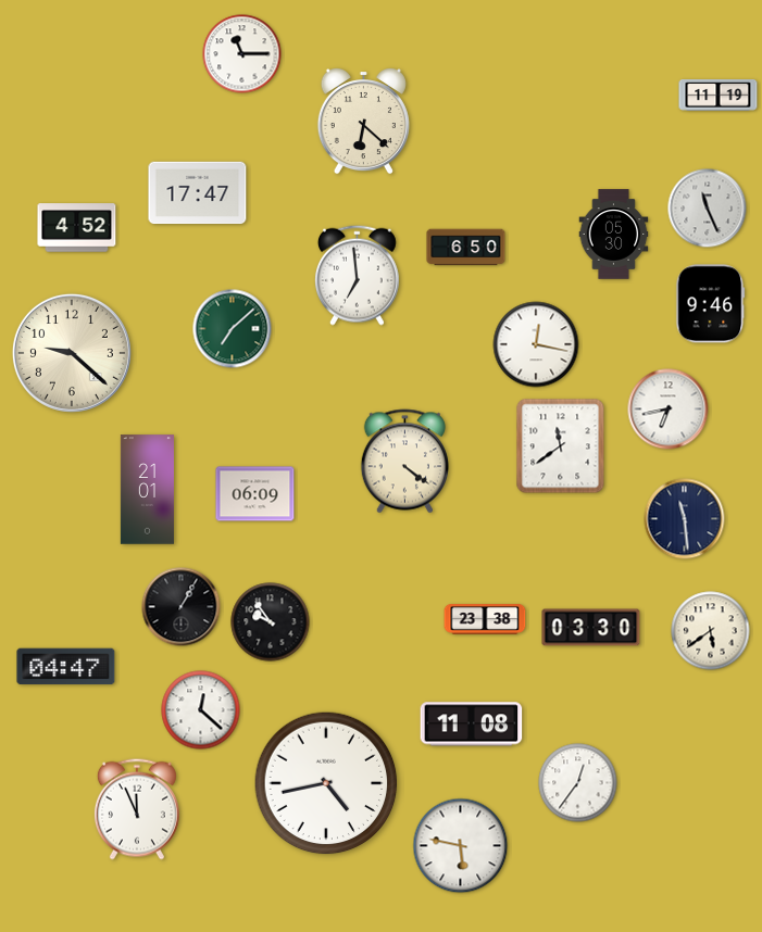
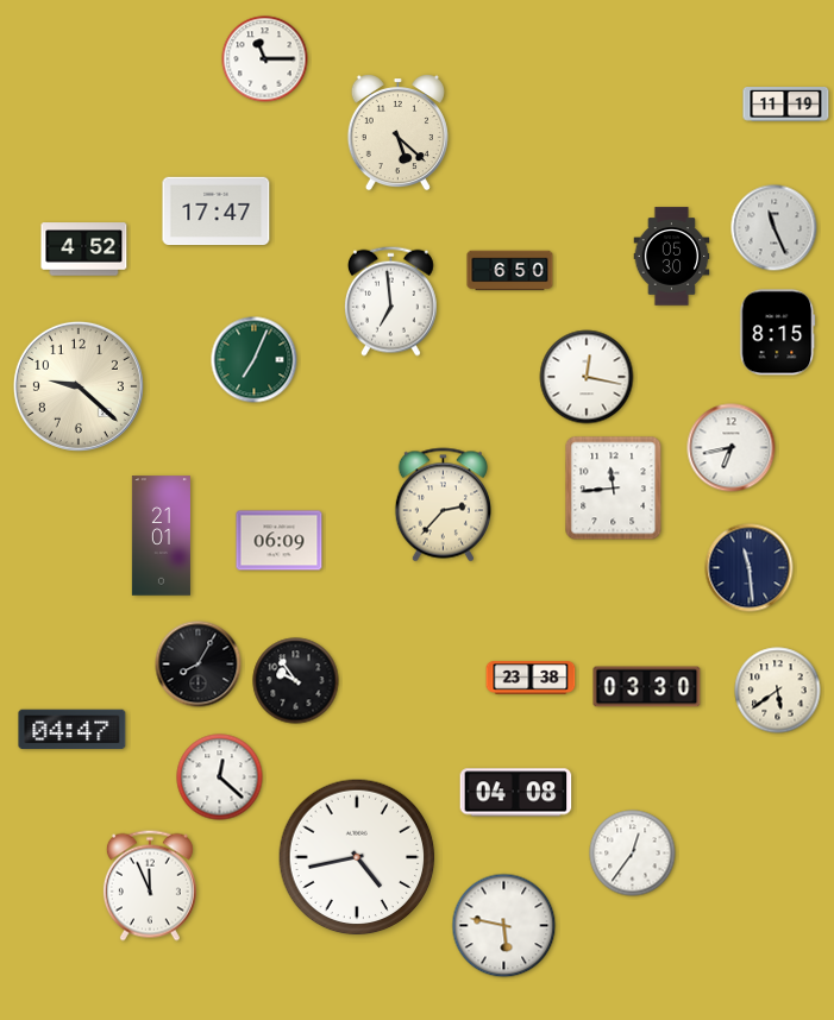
clock at (363, 122): 6:22 -> 5:22
clock at (711, 304): 9:46 -> 8:15
clock at (233, 329): 7:08 -> 7:04
clock at (561, 446): 11:39 -> 11:44
clock at (404, 462): 4:21 -> 2:37
clock at (182, 607): 1:05 -> 8:05
clock at (472, 725): 11:08 -> 04:08
clock at (578, 783) position: (578, 783) -> (633, 854)
